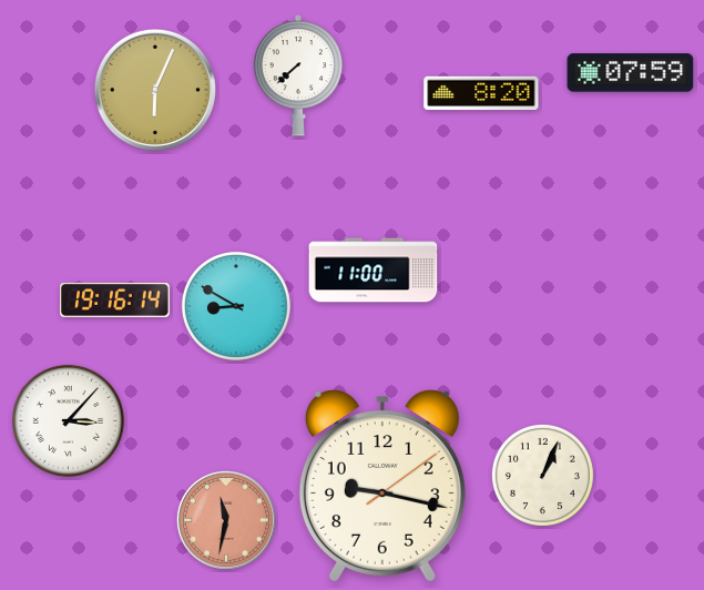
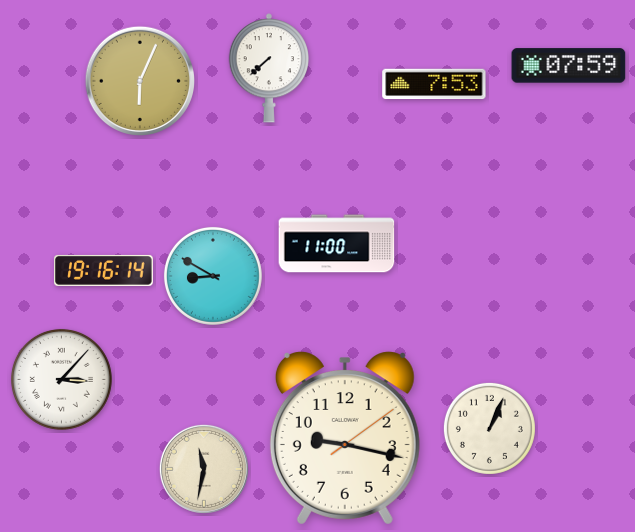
clock at (481, 93): 8:20 -> 7:53
clock at (226, 520) dial: salmon -> cream
